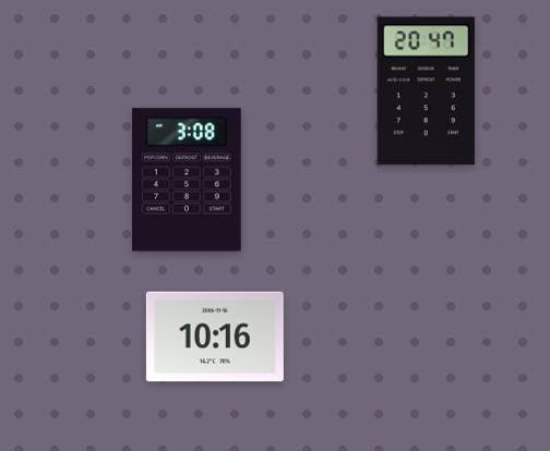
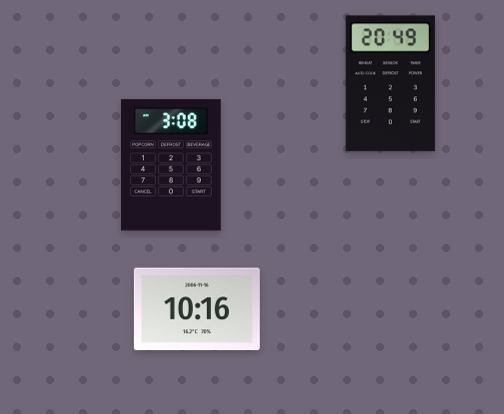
clock at (426, 92): 20:47 -> 20:49
